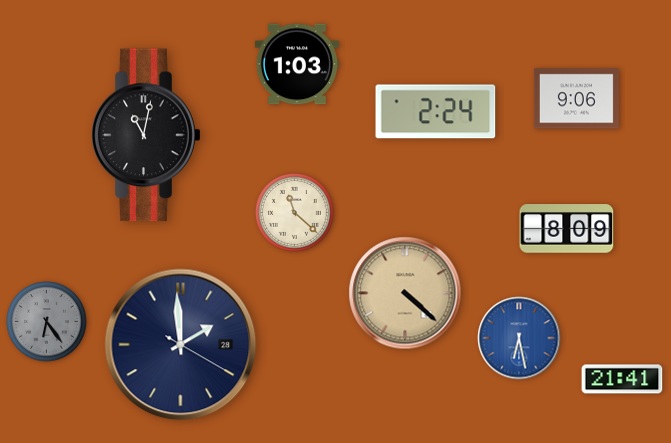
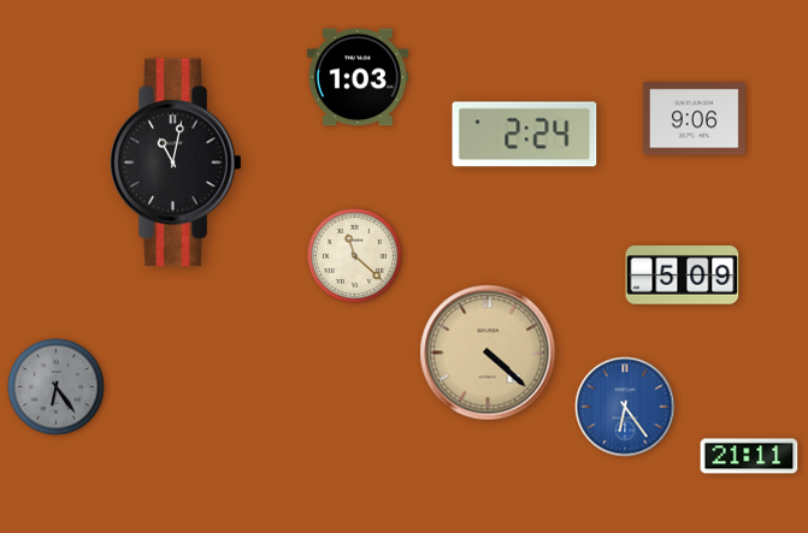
clock at (567, 229): 8:09 -> 5:09
clock at (519, 338): 6:28 -> 6:24
clock at (181, 345): 1:59 -> none
clock at (622, 379): 21:41 -> 21:11
